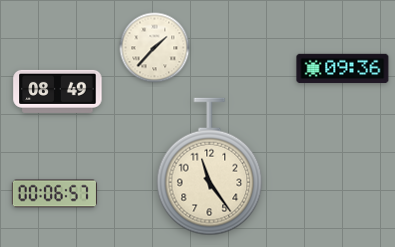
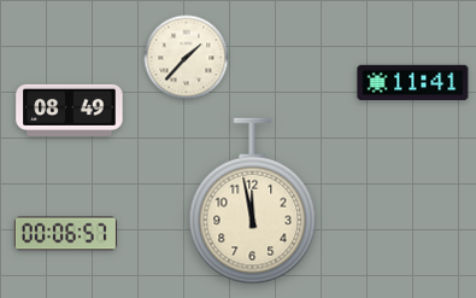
clock at (343, 69): 09:36 -> 11:41
clock at (210, 167): 11:24 -> 11:58
